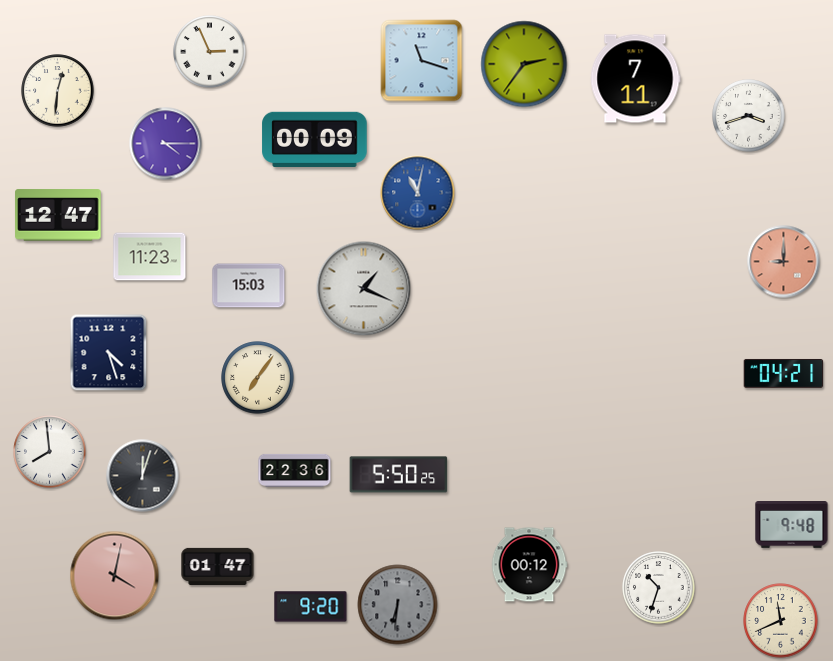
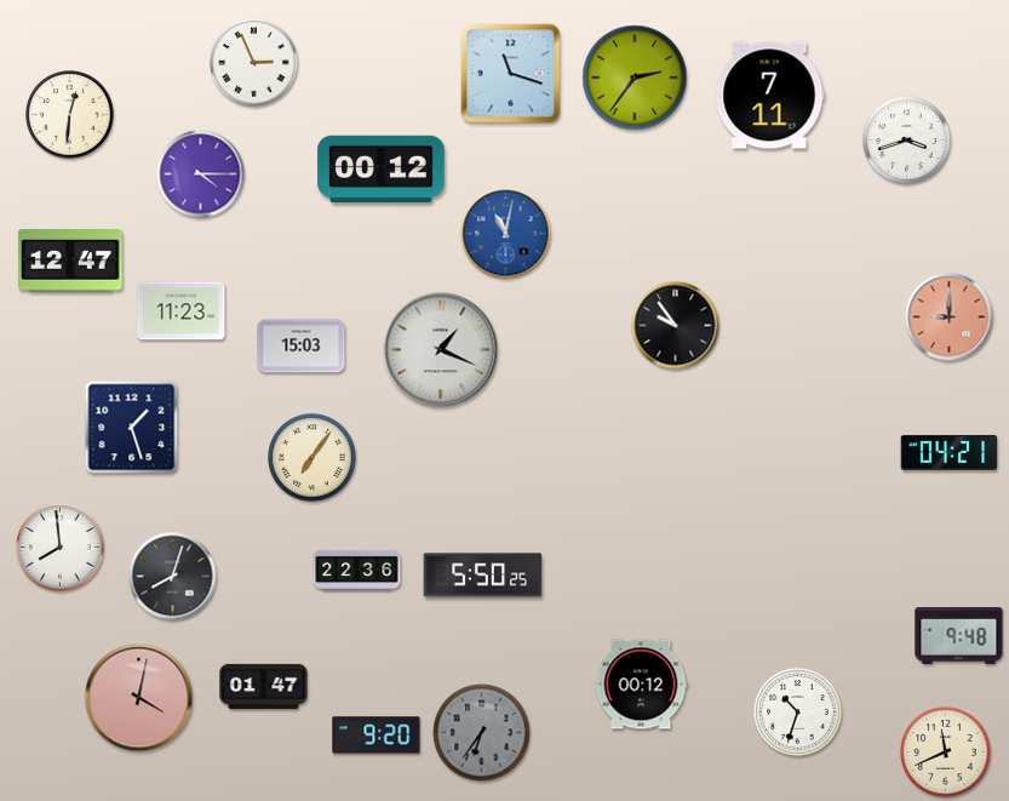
clock at (58, 91) position: (58, 91) -> (70, 115)
clock at (315, 139): 00:09 -> 00:12
clock at (676, 326): none -> 9:54
clock at (109, 353): 4:27 -> 1:27
clock at (143, 476): 12:03 -> 8:03
clock at (398, 605): 6:31 -> 6:36
